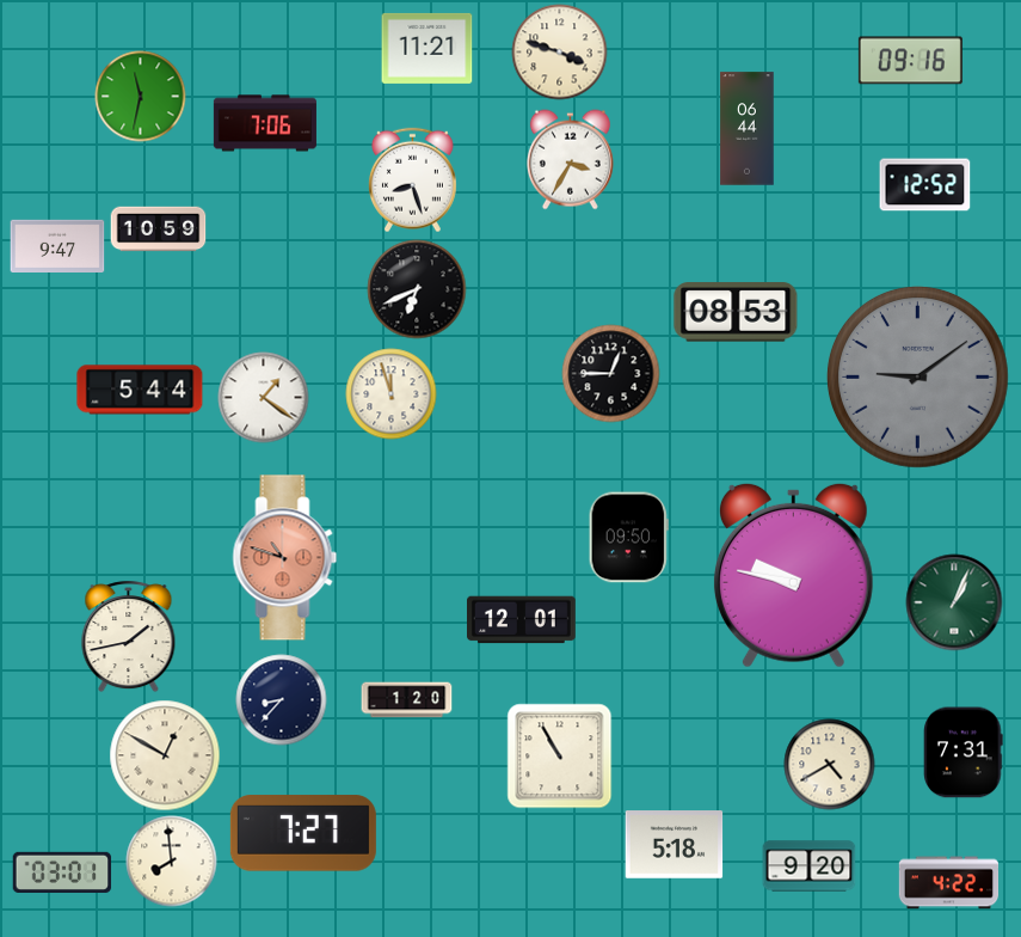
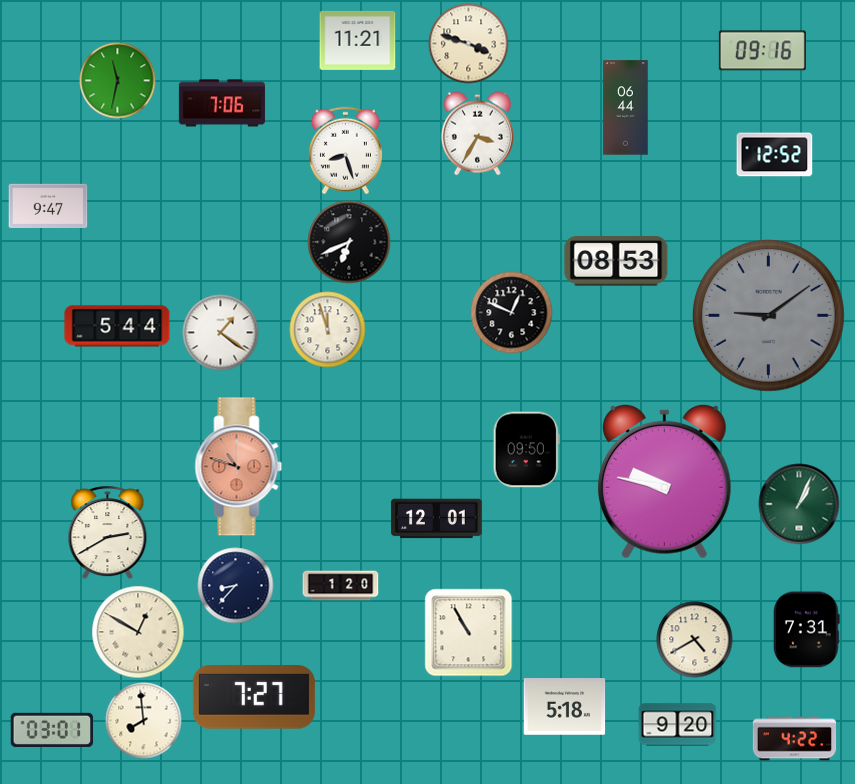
clock at (159, 229): 10:59 -> none
clock at (611, 374): 12:45 -> 12:49
clock at (129, 637): 1:43 -> 2:40
